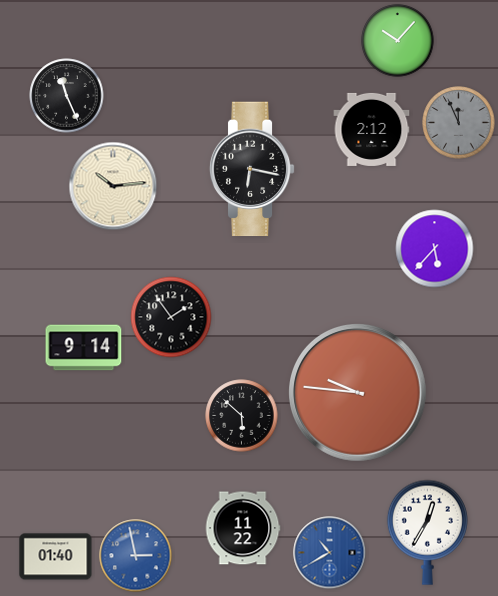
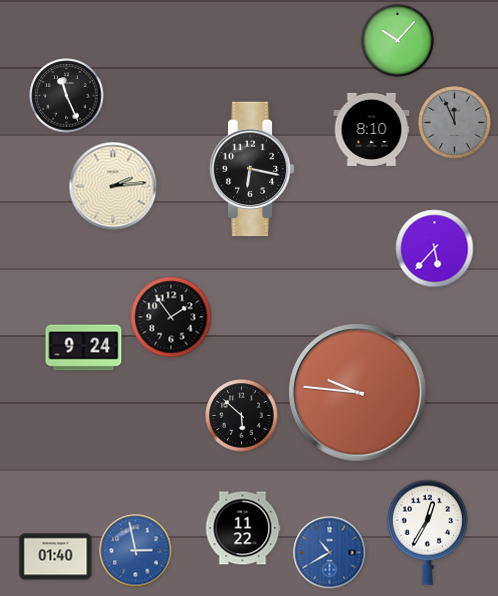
clock at (459, 123) position: (459, 123) -> (455, 123)
clock at (372, 129): 2:12 -> 8:10
clock at (113, 186): 10:14 -> 2:14
clock at (84, 348): 9:14 -> 9:24
clock at (136, 556) position: (136, 556) -> (136, 551)
